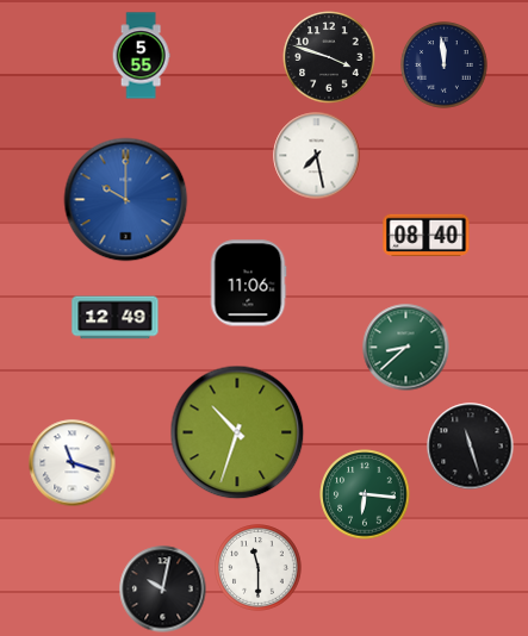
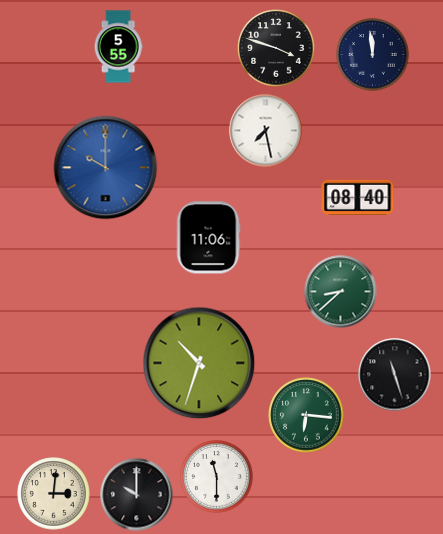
clock at (116, 318): 12:49 -> none
clock at (73, 463): 11:18 -> none
clock at (54, 494): none -> 3:01
clock at (163, 590): 10:02 -> 10:00
